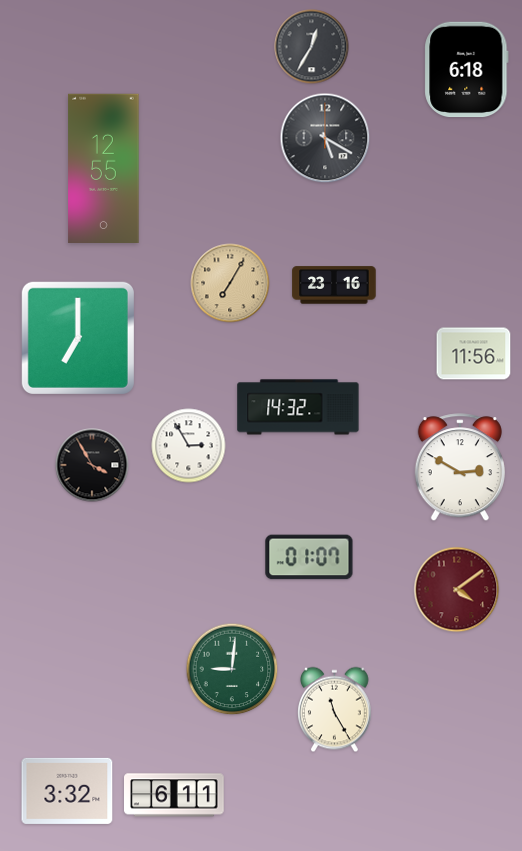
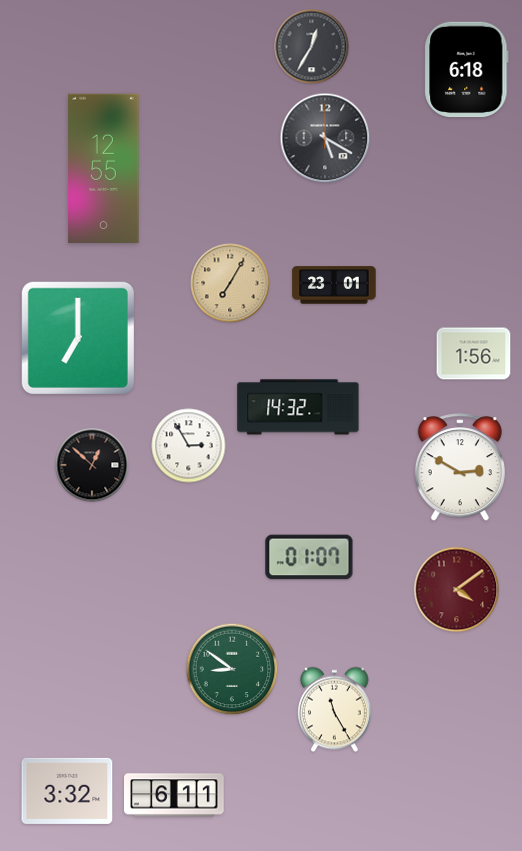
clock at (334, 285): 23:16 -> 23:01
clock at (474, 354): 11:56 -> 1:56
clock at (92, 465): 3:55 -> 12:52
clock at (232, 669): 9:01 -> 8:51
